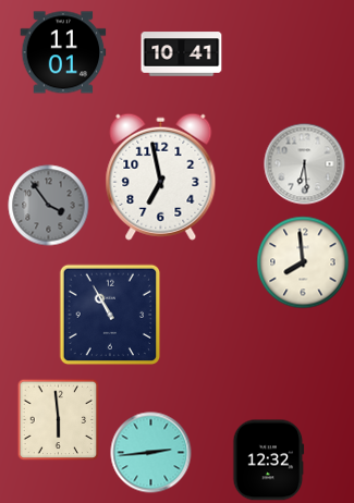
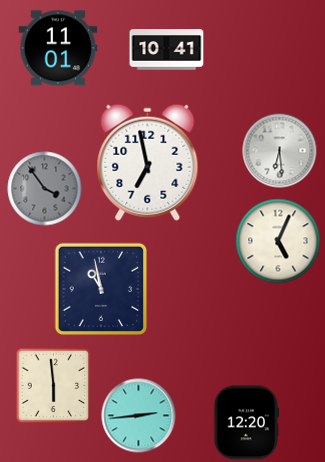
clock at (303, 262): 7:59 -> 5:04
clock at (110, 315): 10:55 -> 10:58
clock at (269, 461): 12:32 -> 12:20
